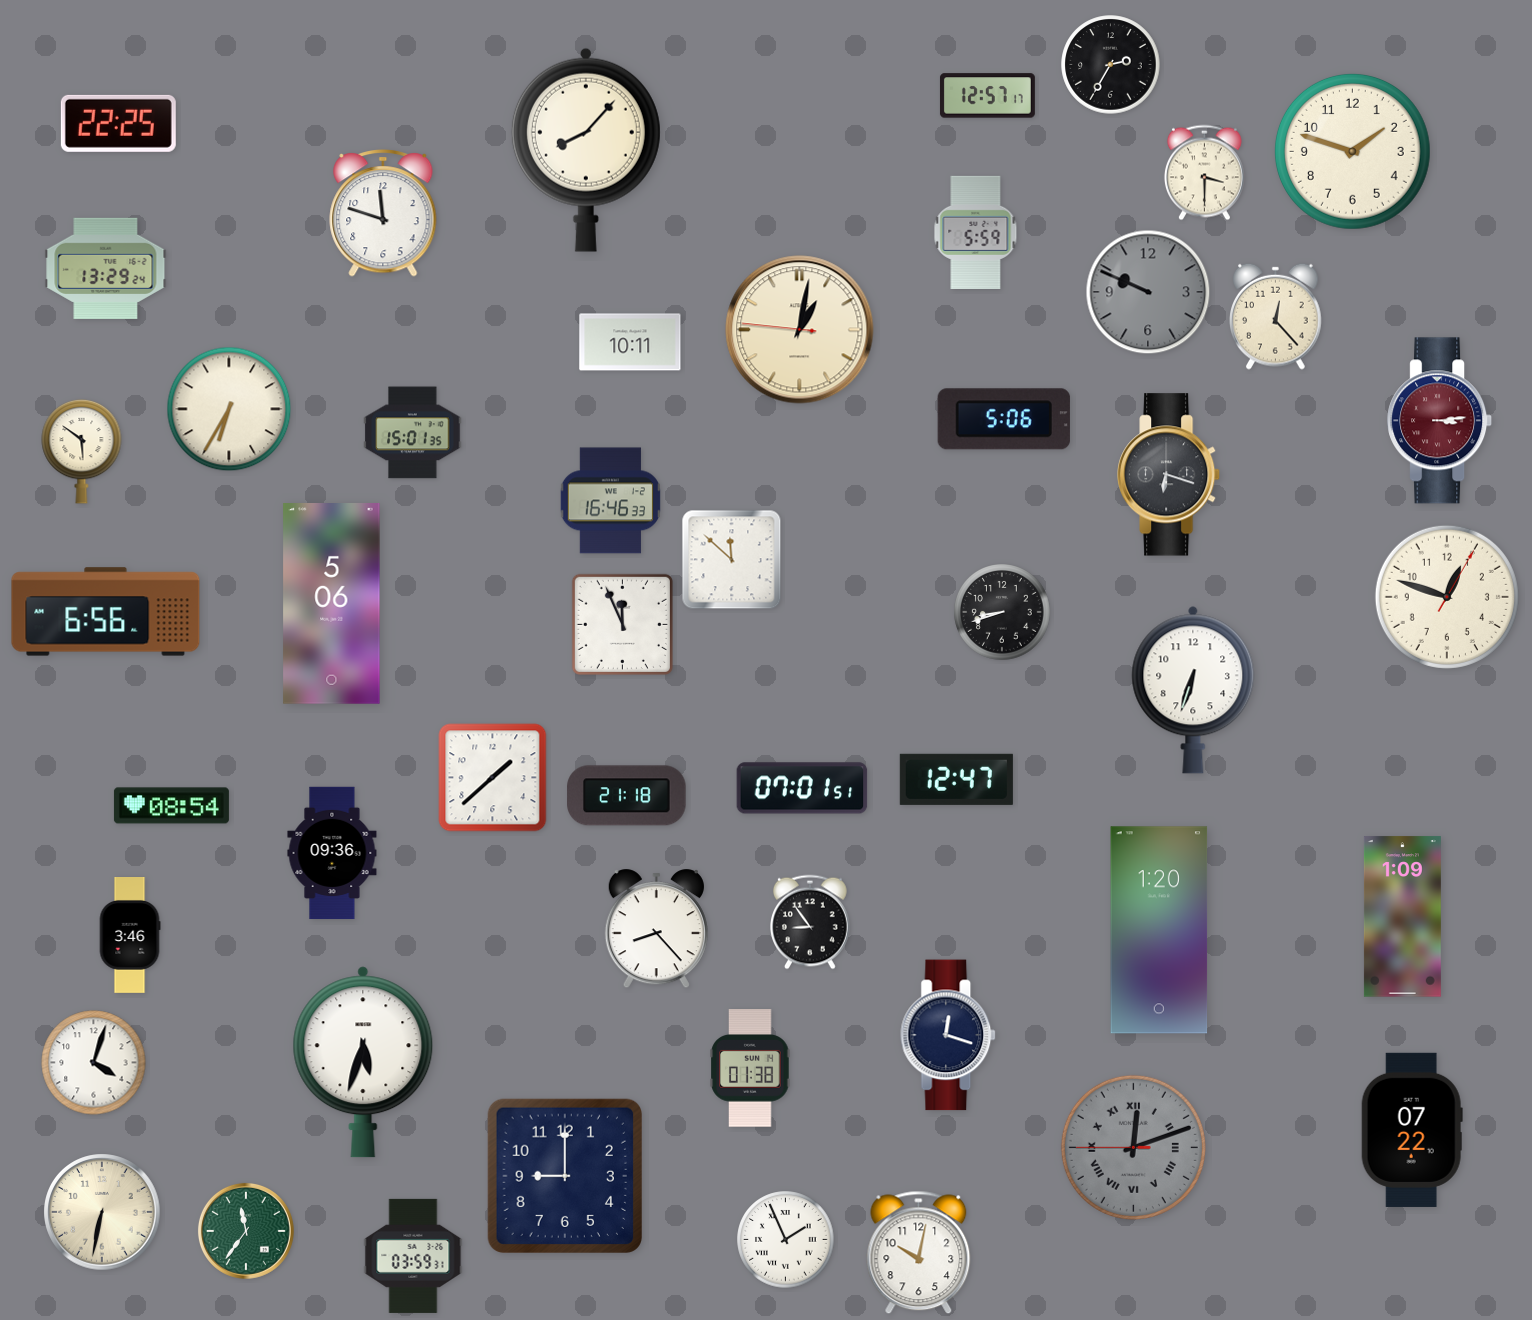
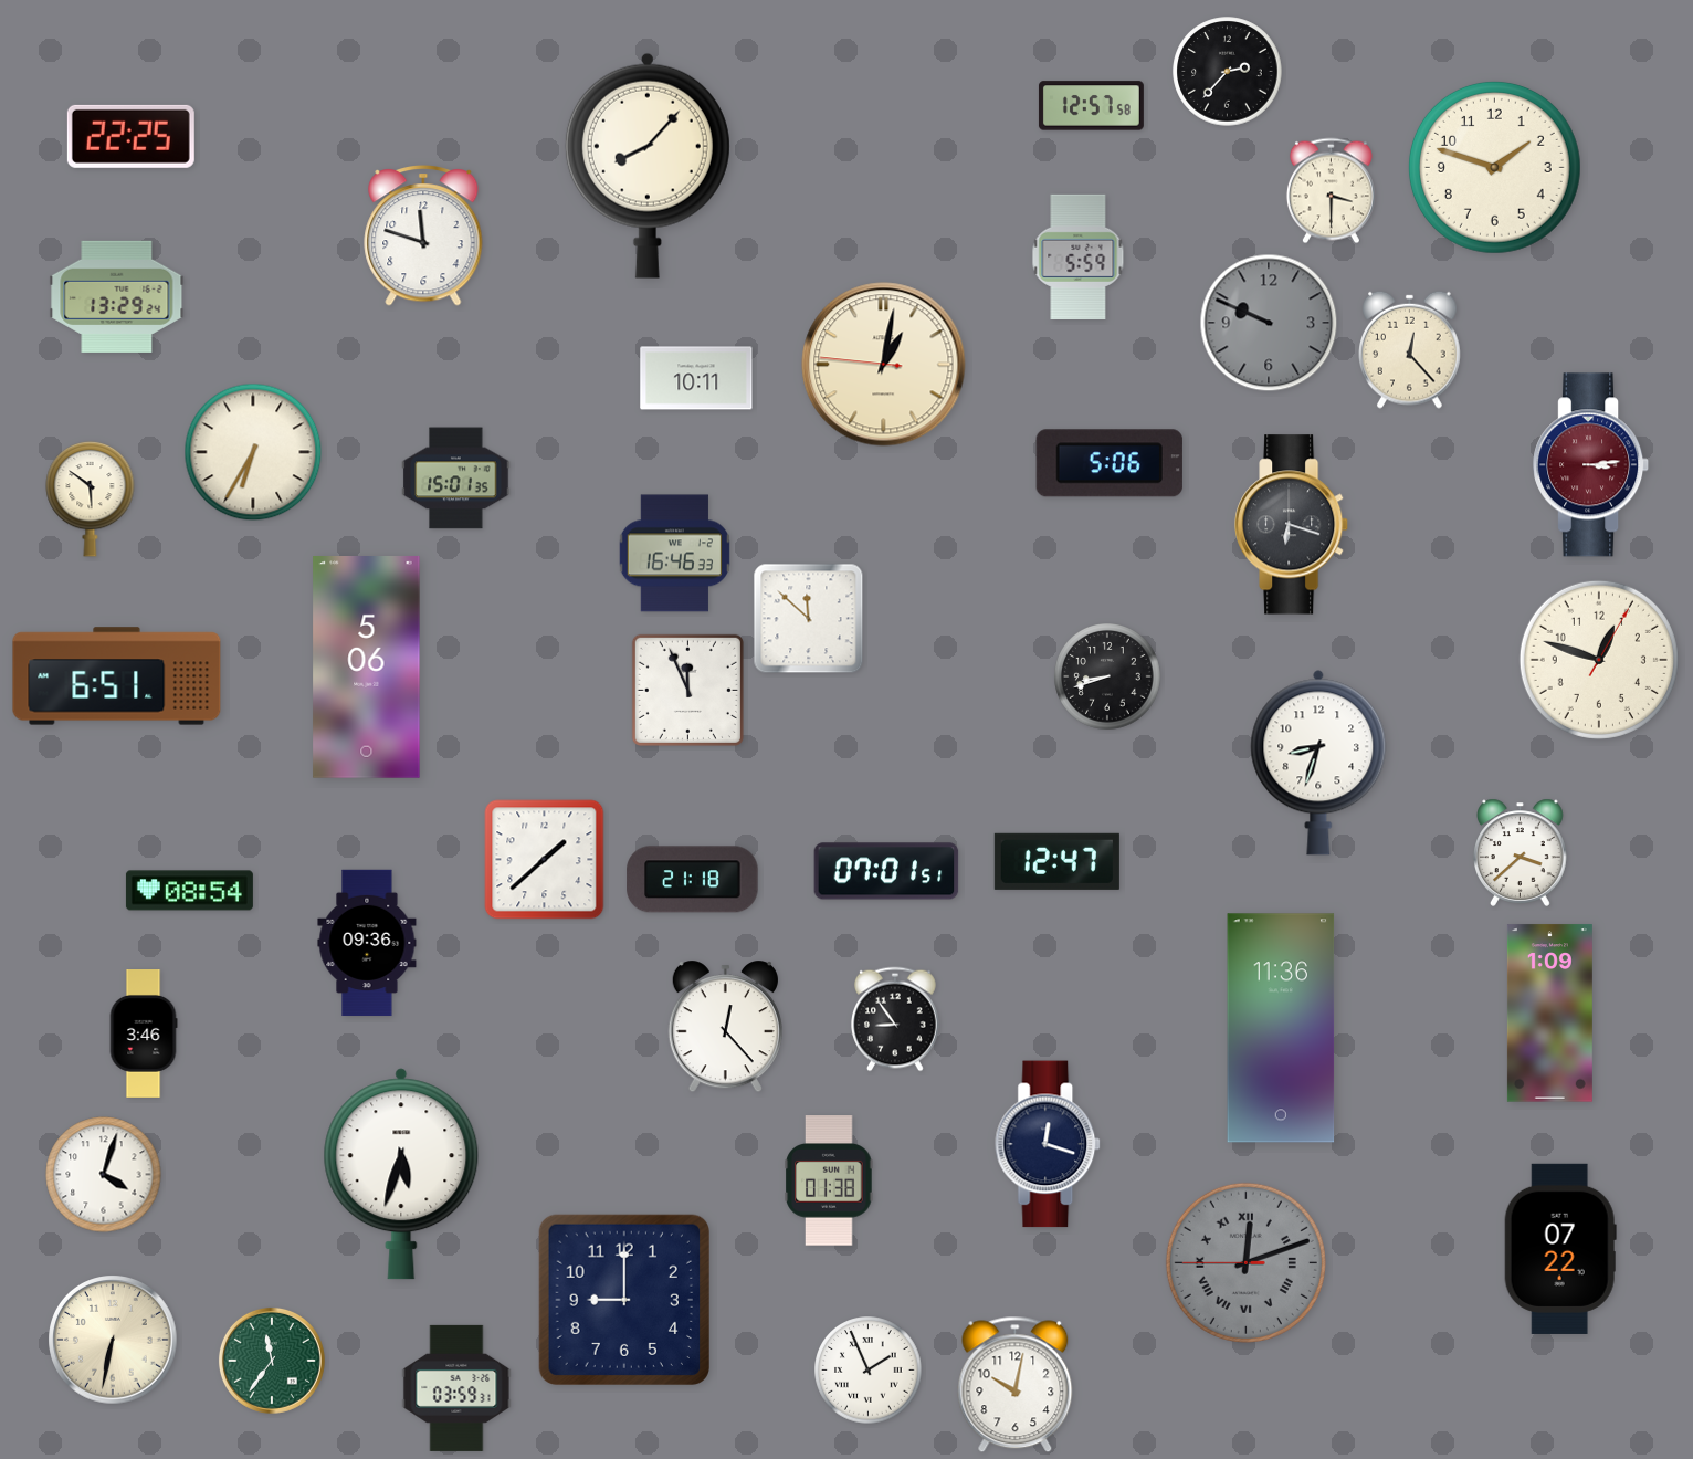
clock at (1111, 65): 2:35 -> 2:37
clock at (987, 96): 12:57:17 -> 12:57:58
clock at (106, 612): 6:56 -> 6:51
clock at (1193, 690): 6:33 -> 8:33
clock at (1521, 852): none -> 3:38
clock at (656, 929): 8:23 -> 12:23
clock at (1159, 930): 1:20 -> 11:36
clock at (1133, 1147) position: (1133, 1147) -> (1245, 1262)
